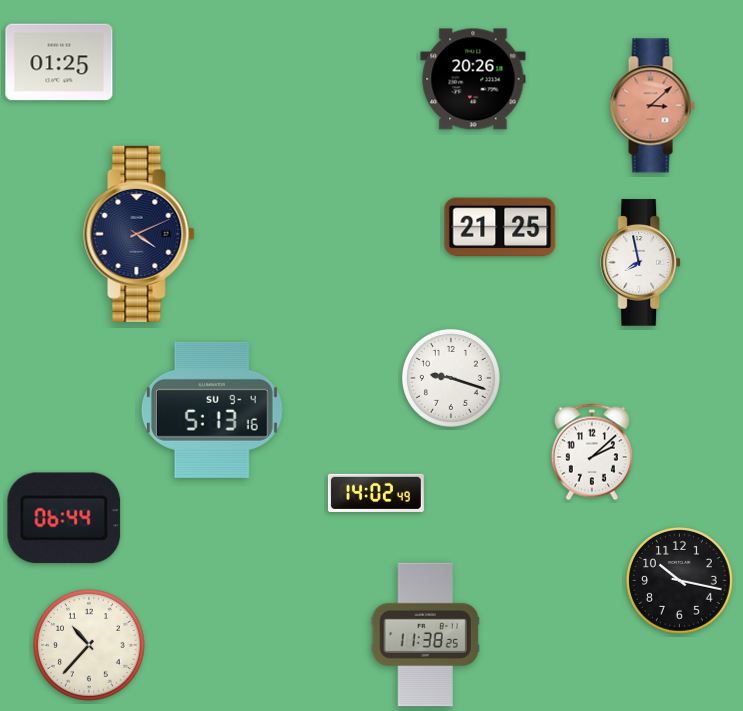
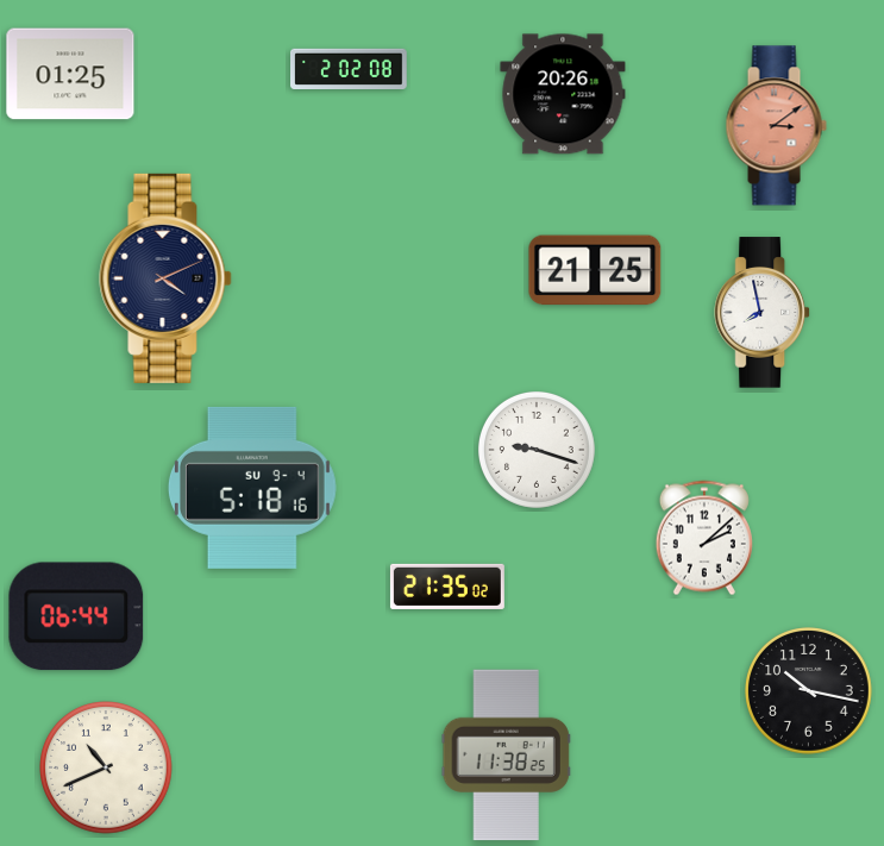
clock at (350, 68): none -> 2:02
clock at (652, 106): 3:08 -> 3:09
clock at (212, 410): 5:13 -> 5:18
clock at (376, 493): 14:02 -> 21:35
clock at (89, 645): 10:37 -> 10:41
